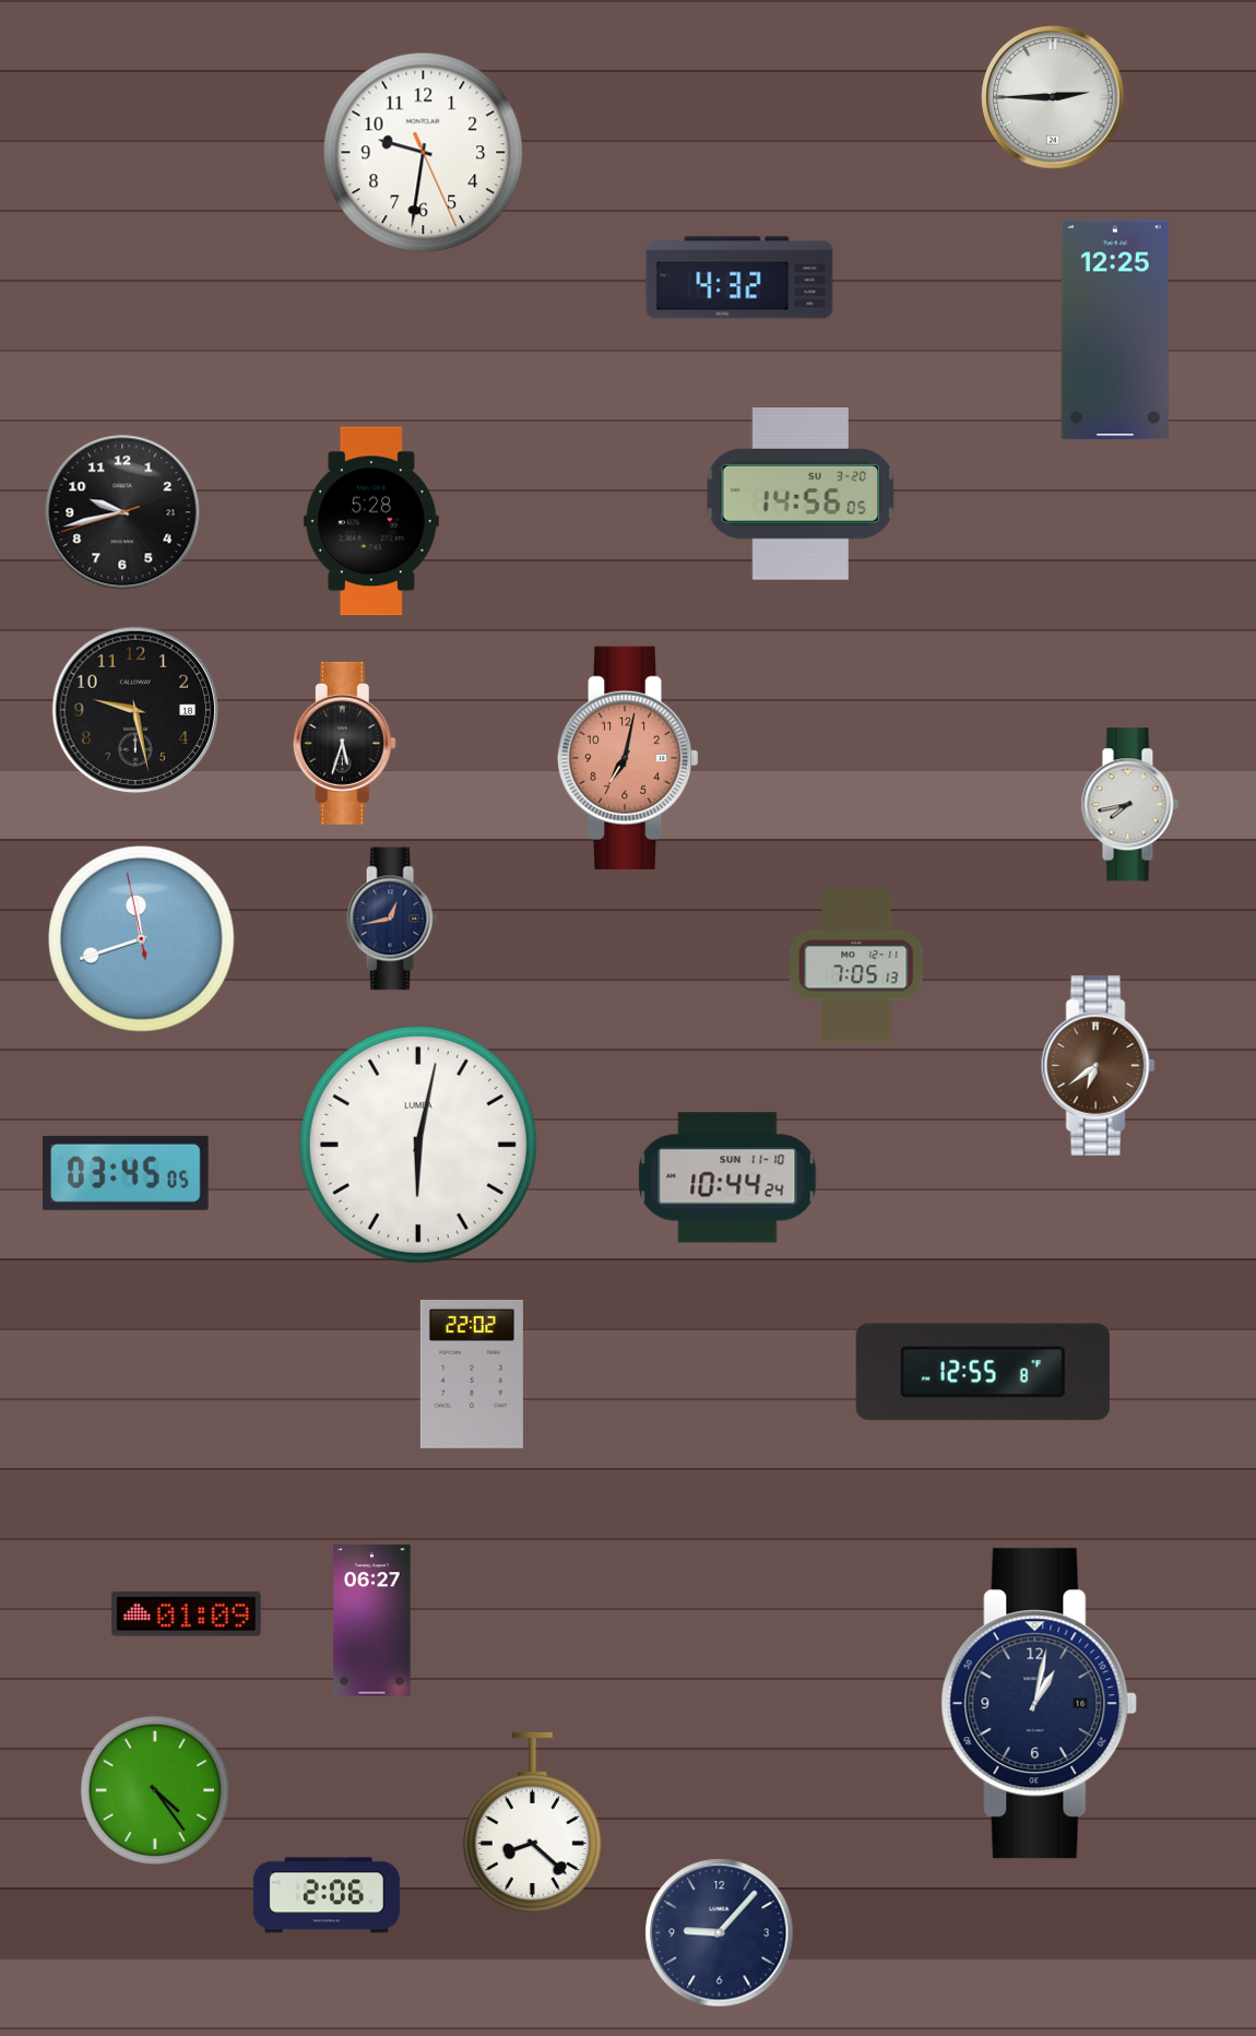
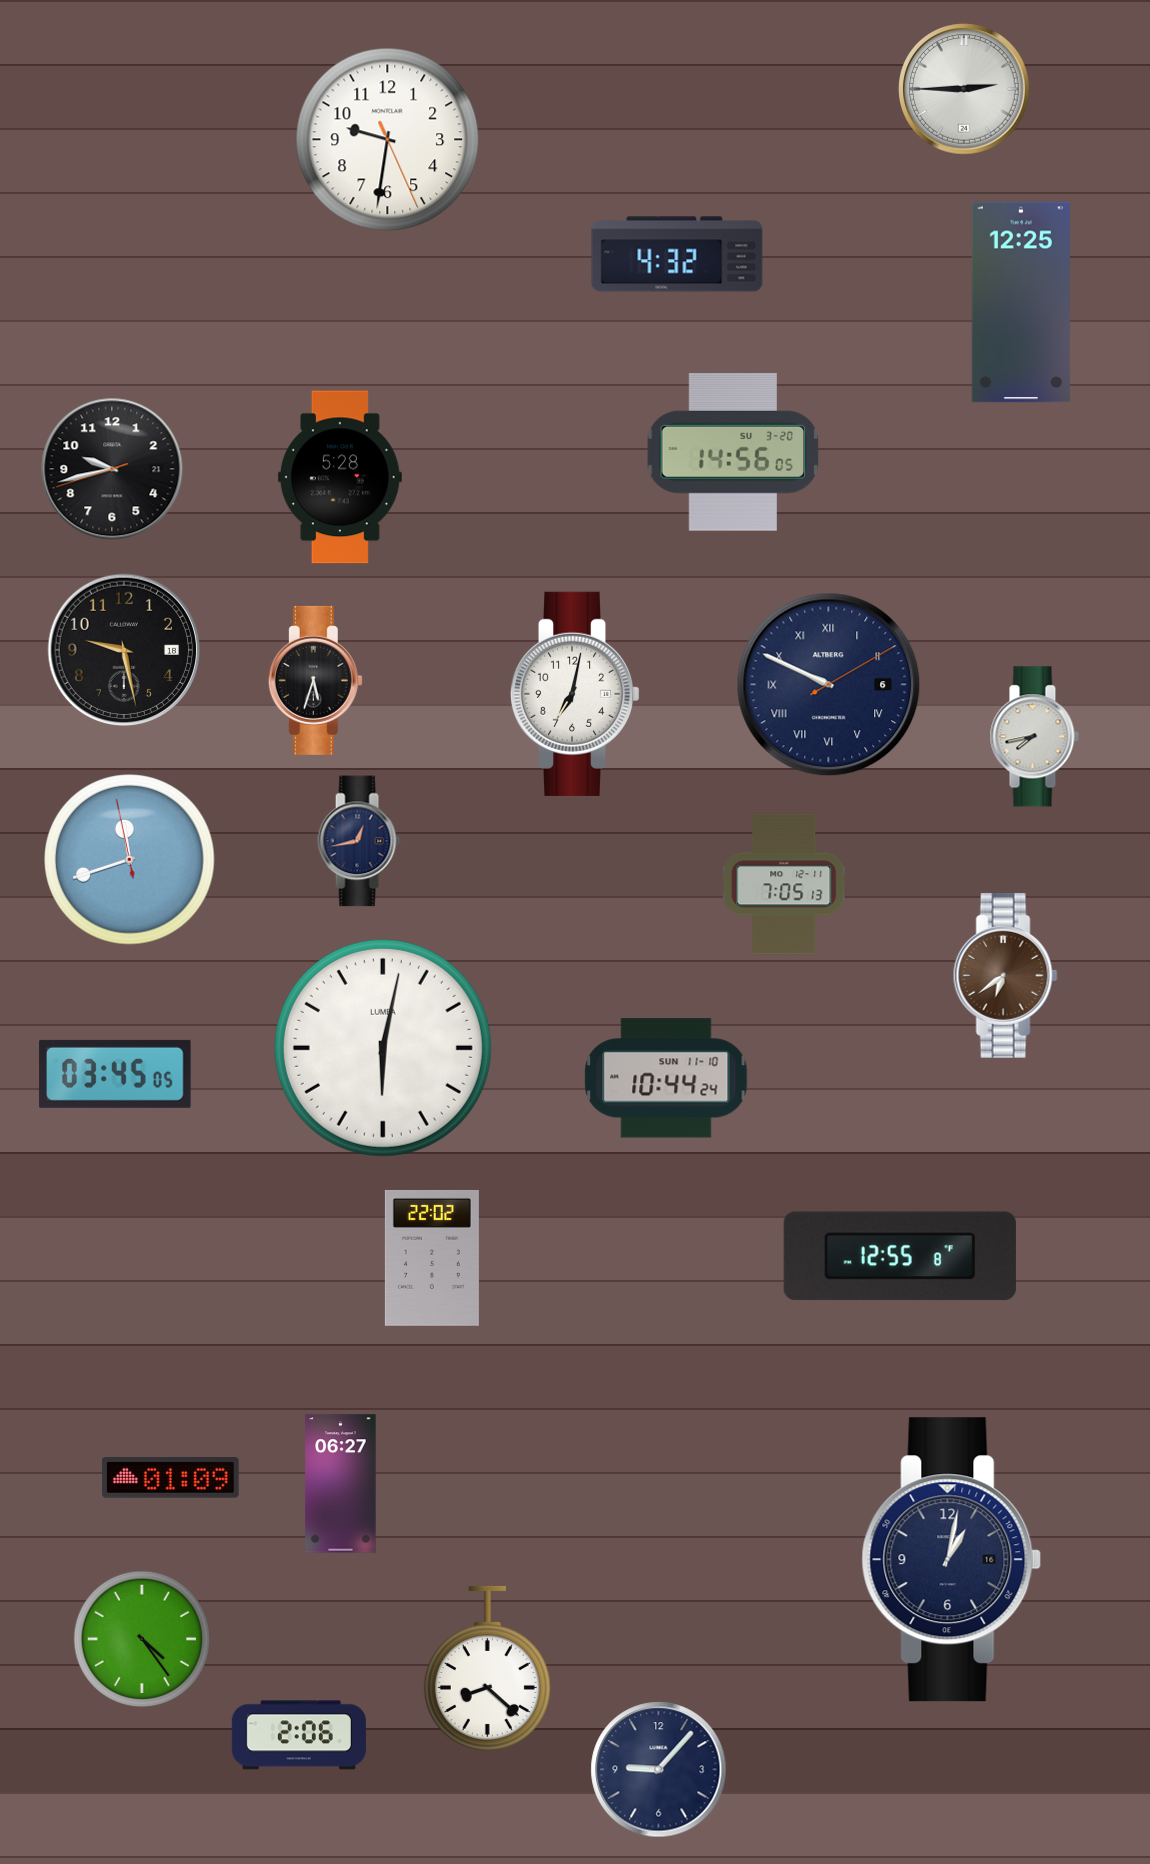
clock at (829, 685): none -> 9:49
clock at (628, 758) dial: salmon -> white
